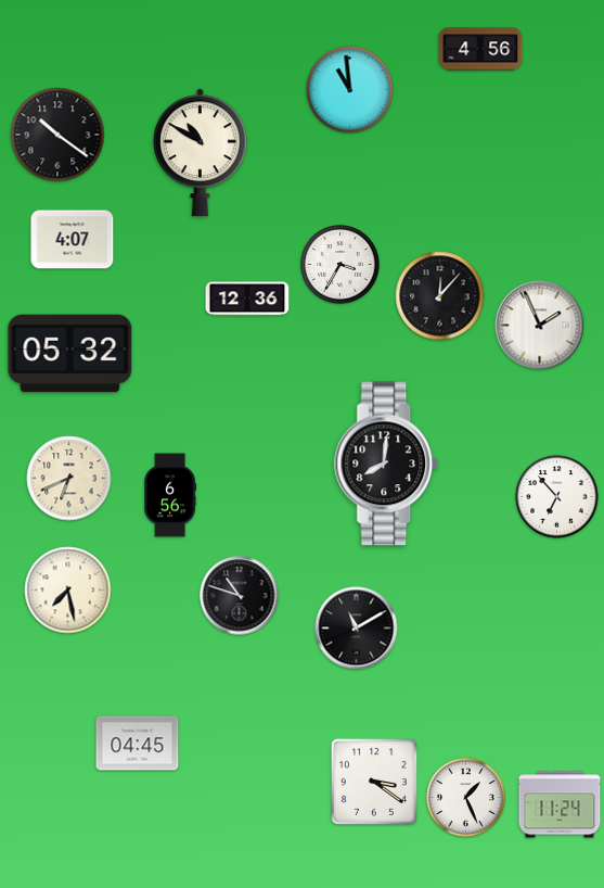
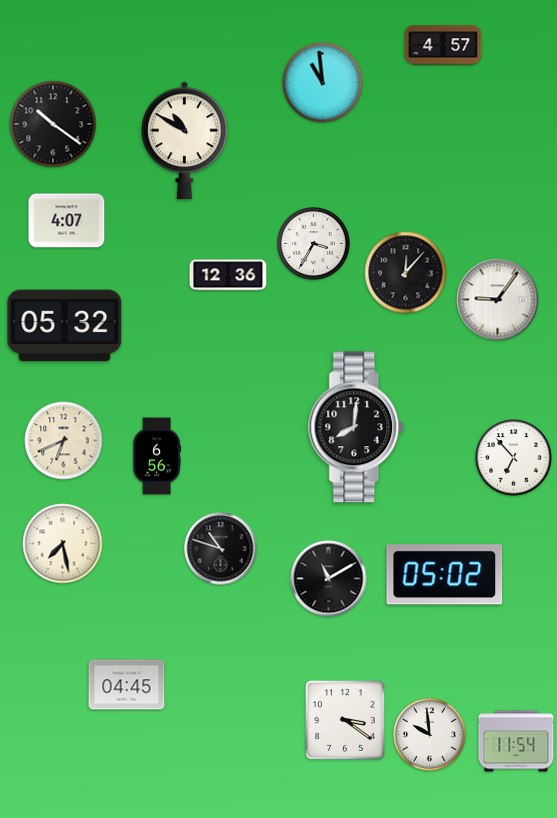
clock at (480, 49): 4:56 -> 4:57
clock at (540, 326): 1:56 -> 9:06
clock at (445, 575): none -> 05:02
clock at (466, 798): 1:26 -> 9:59
clock at (560, 804): 11:24 -> 11:54
